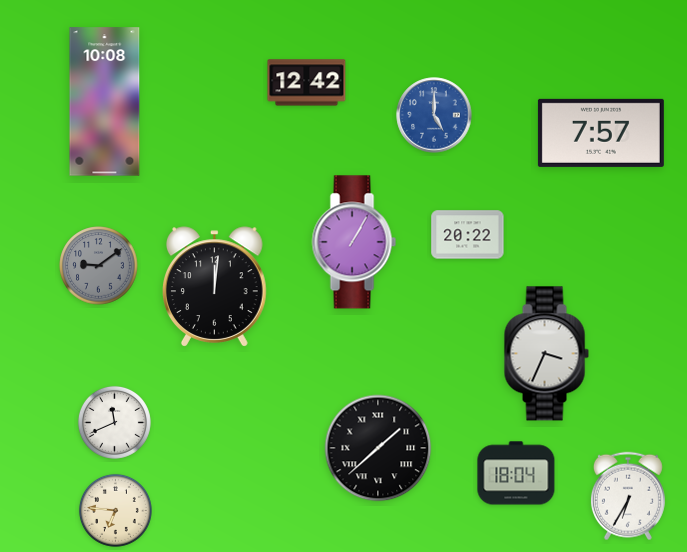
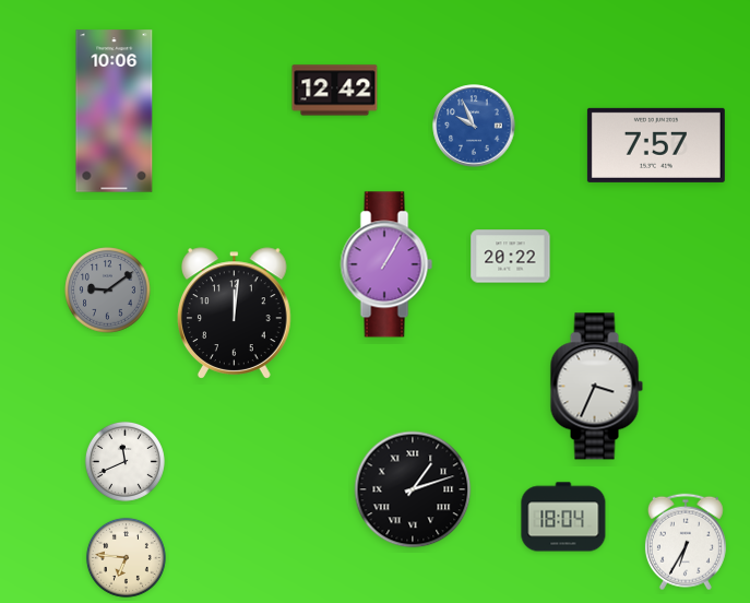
clock at (105, 102): 10:08 -> 10:06
clock at (434, 115): 5:00 -> 9:56
clock at (378, 448): 1:38 -> 1:12
